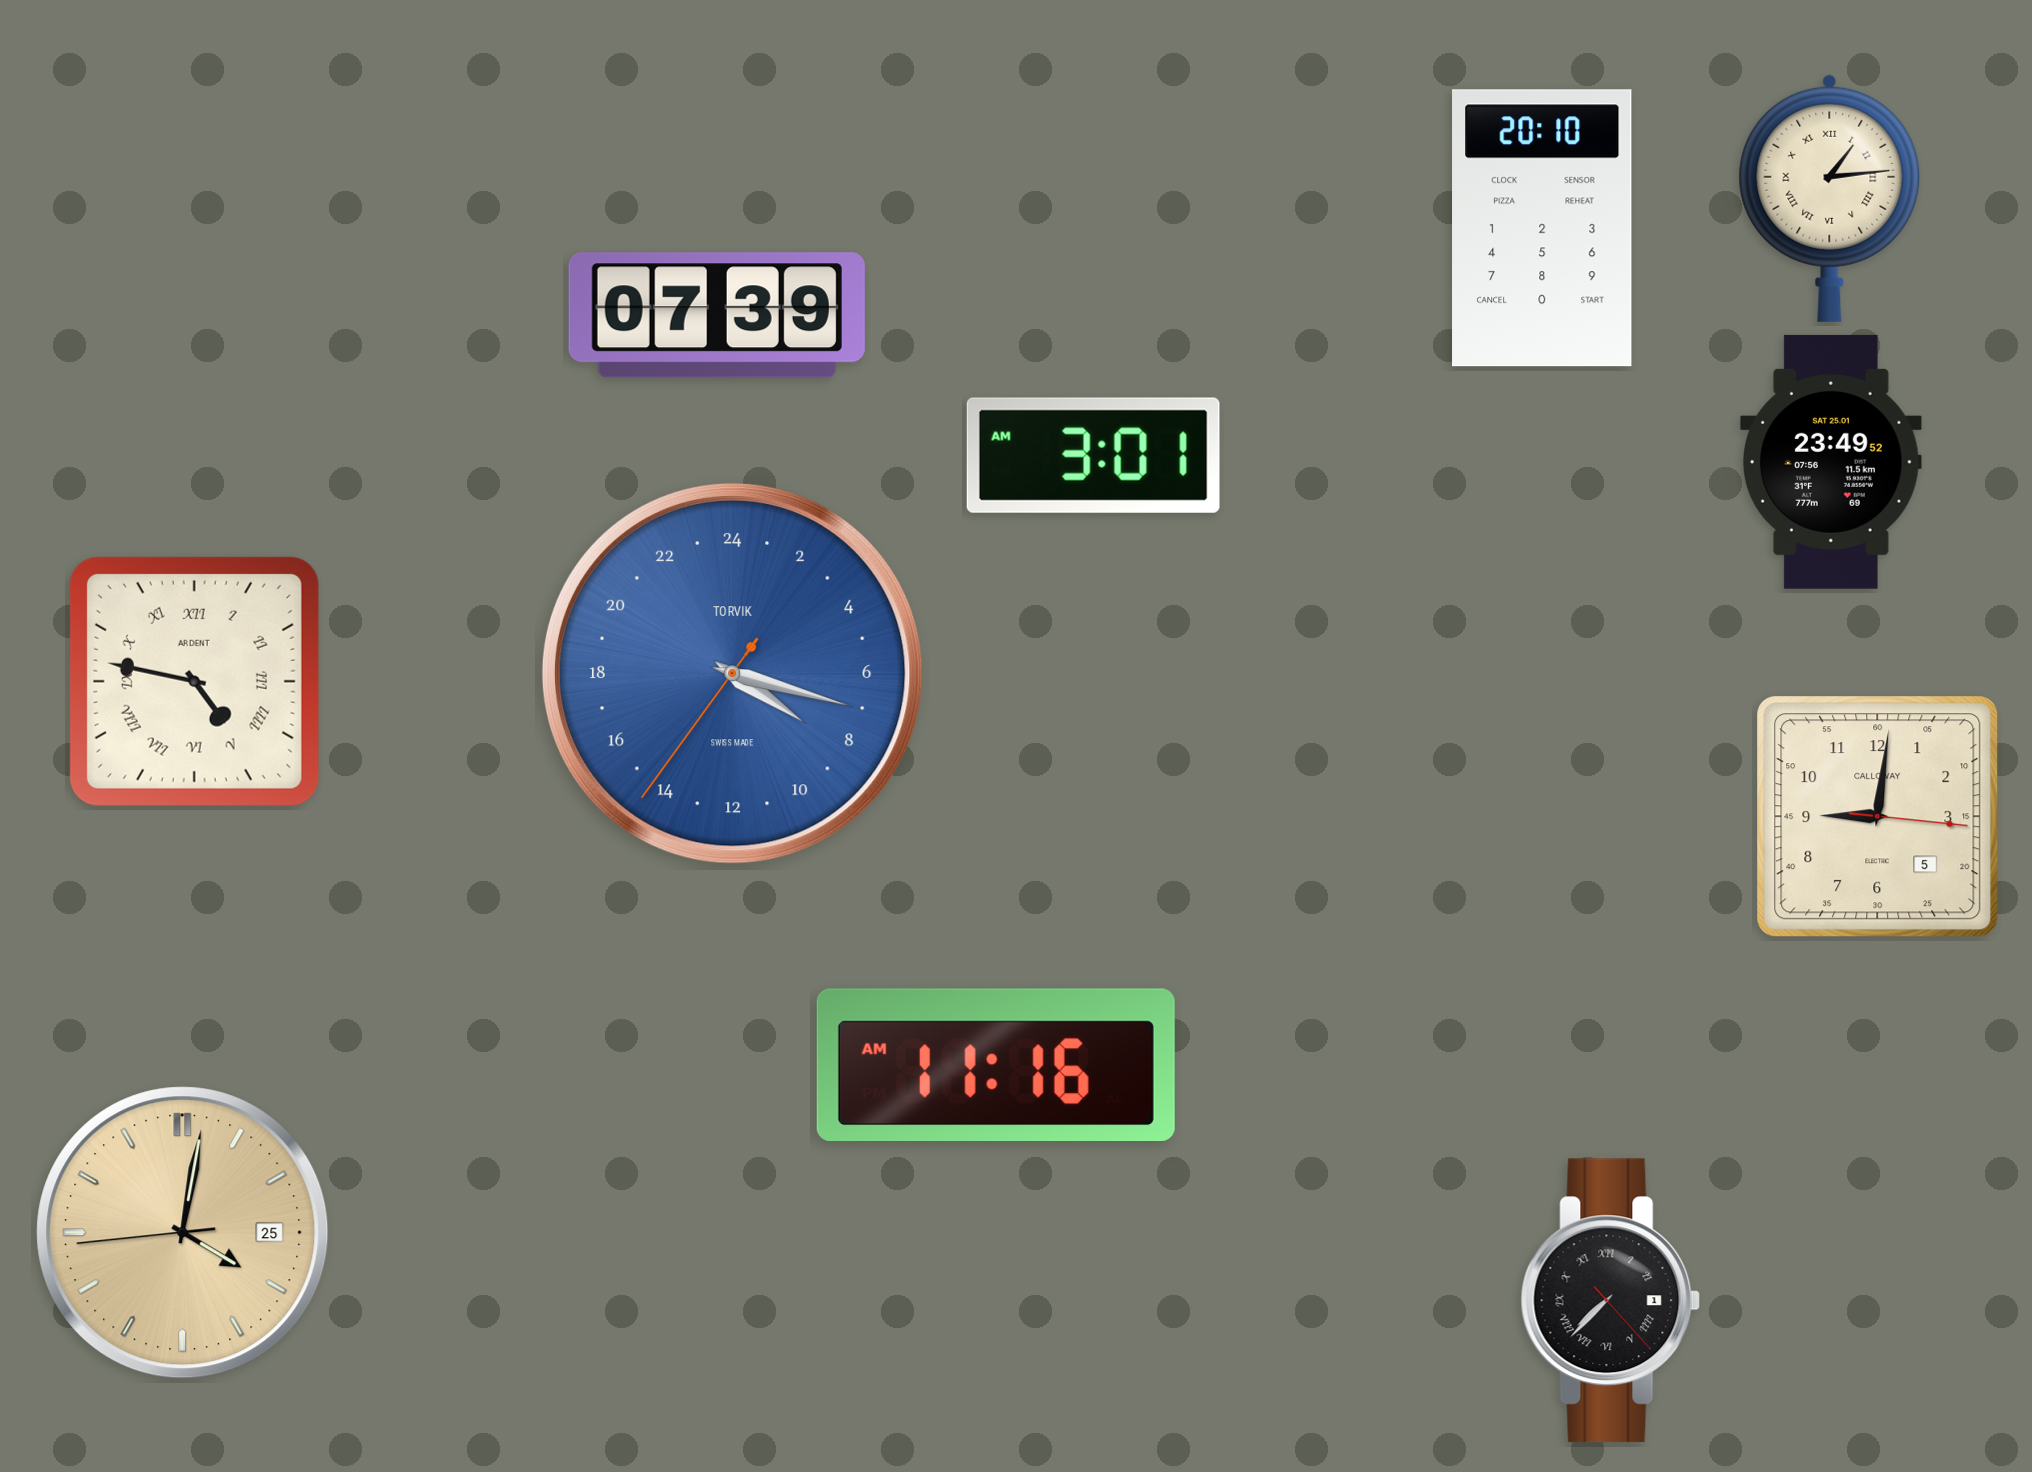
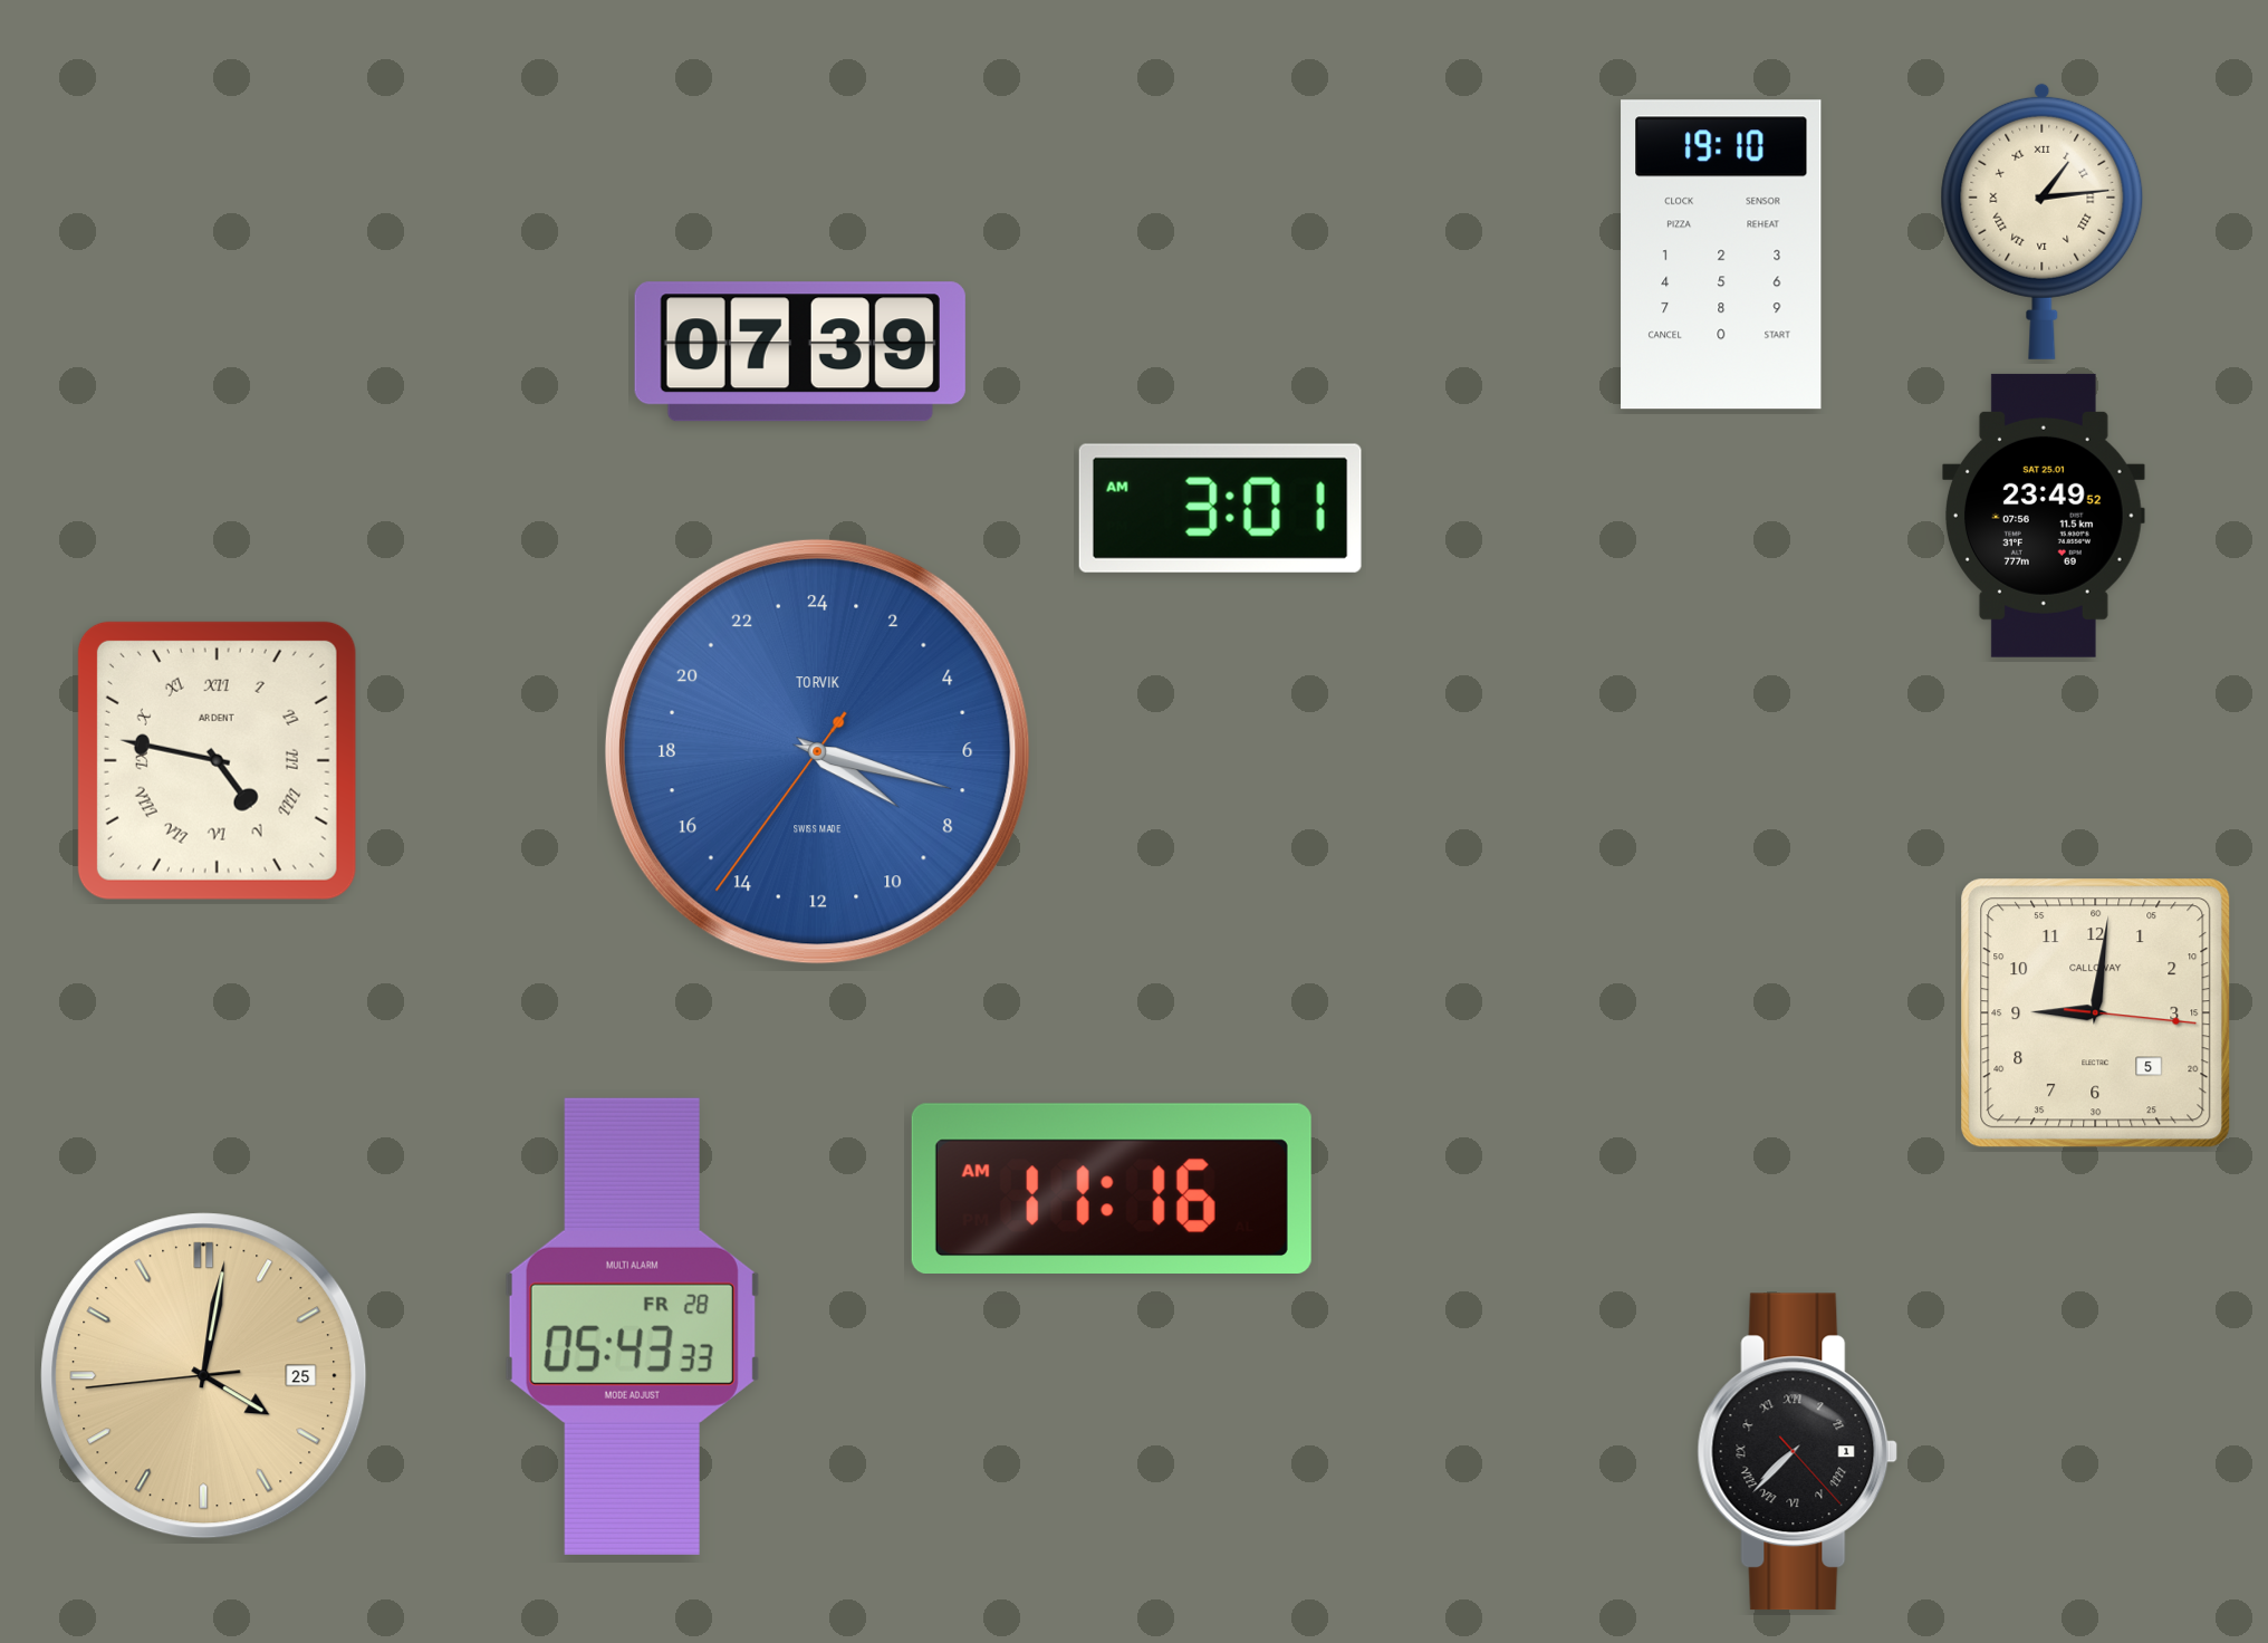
clock at (1542, 228): 20:10 -> 19:10
clock at (1878, 817) position: (1878, 817) -> (2096, 1013)
clock at (632, 1326): none -> 05:43
